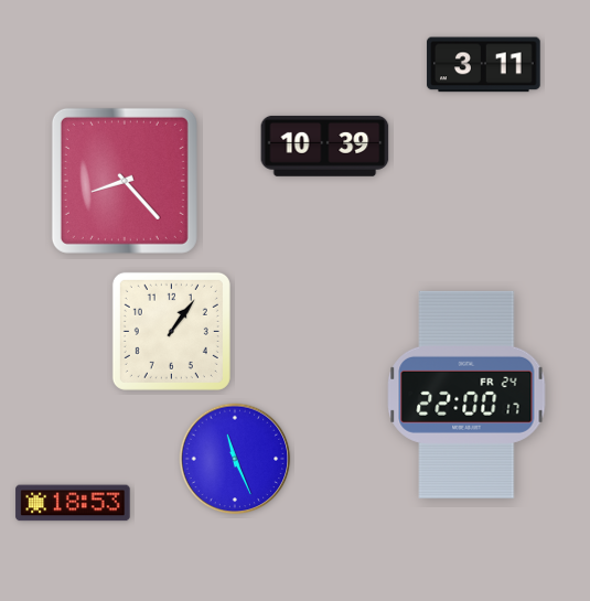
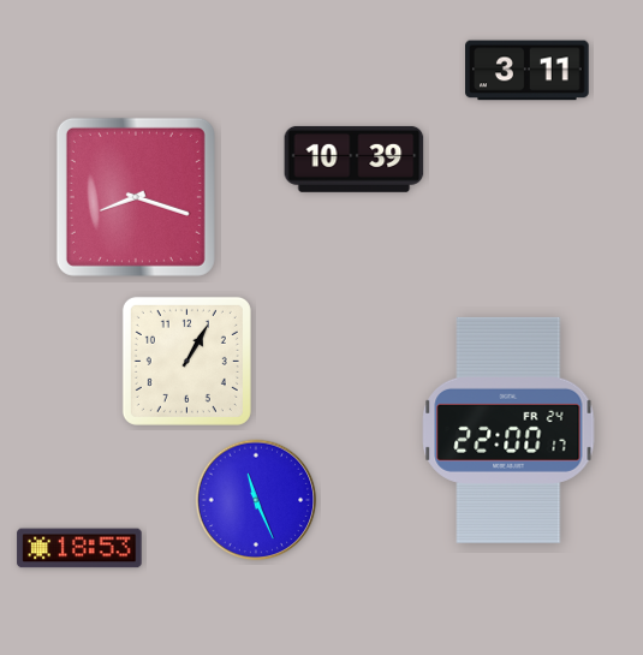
clock at (125, 181): 8:23 -> 8:18
clock at (171, 331): 1:06 -> 1:05
